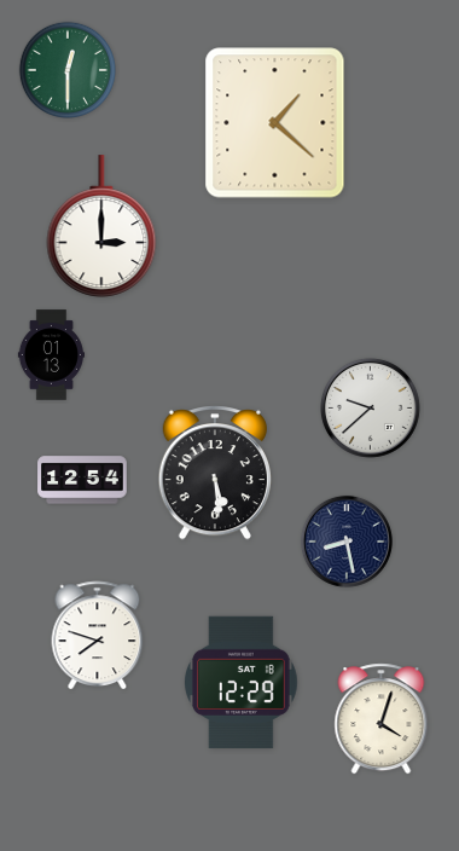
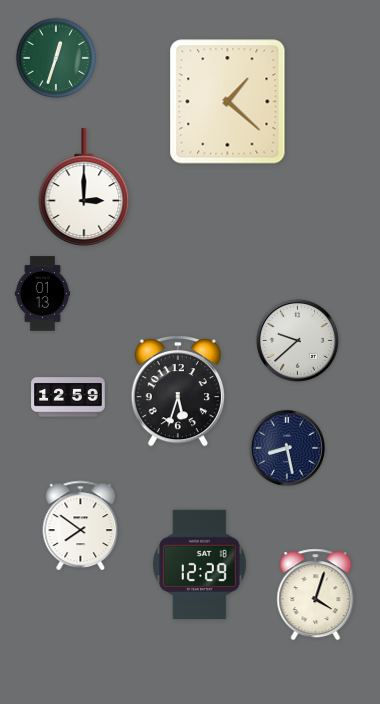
clock at (66, 69): 12:30 -> 12:33
clock at (370, 407) position: (370, 407) -> (297, 340)
clock at (215, 474): 5:29 -> 5:33
clock at (82, 480): 12:54 -> 12:59
clock at (98, 636): 7:48 -> 7:51
